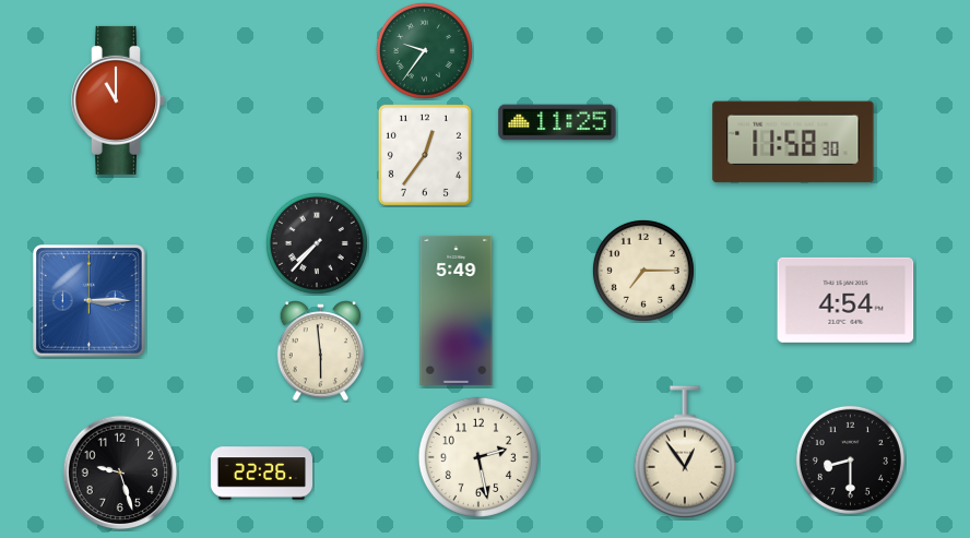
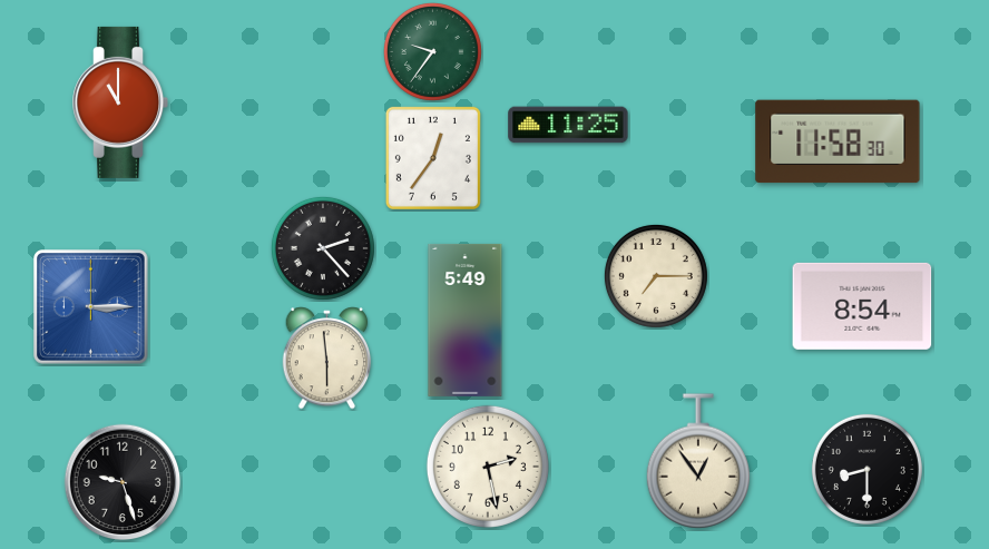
clock at (793, 142) position: (793, 142) -> (838, 141)
clock at (317, 243): 7:37 -> 2:23
clock at (845, 300): 4:54 -> 8:54
clock at (457, 310) position: (457, 310) -> (466, 320)
clock at (261, 474): 22:26 -> none
